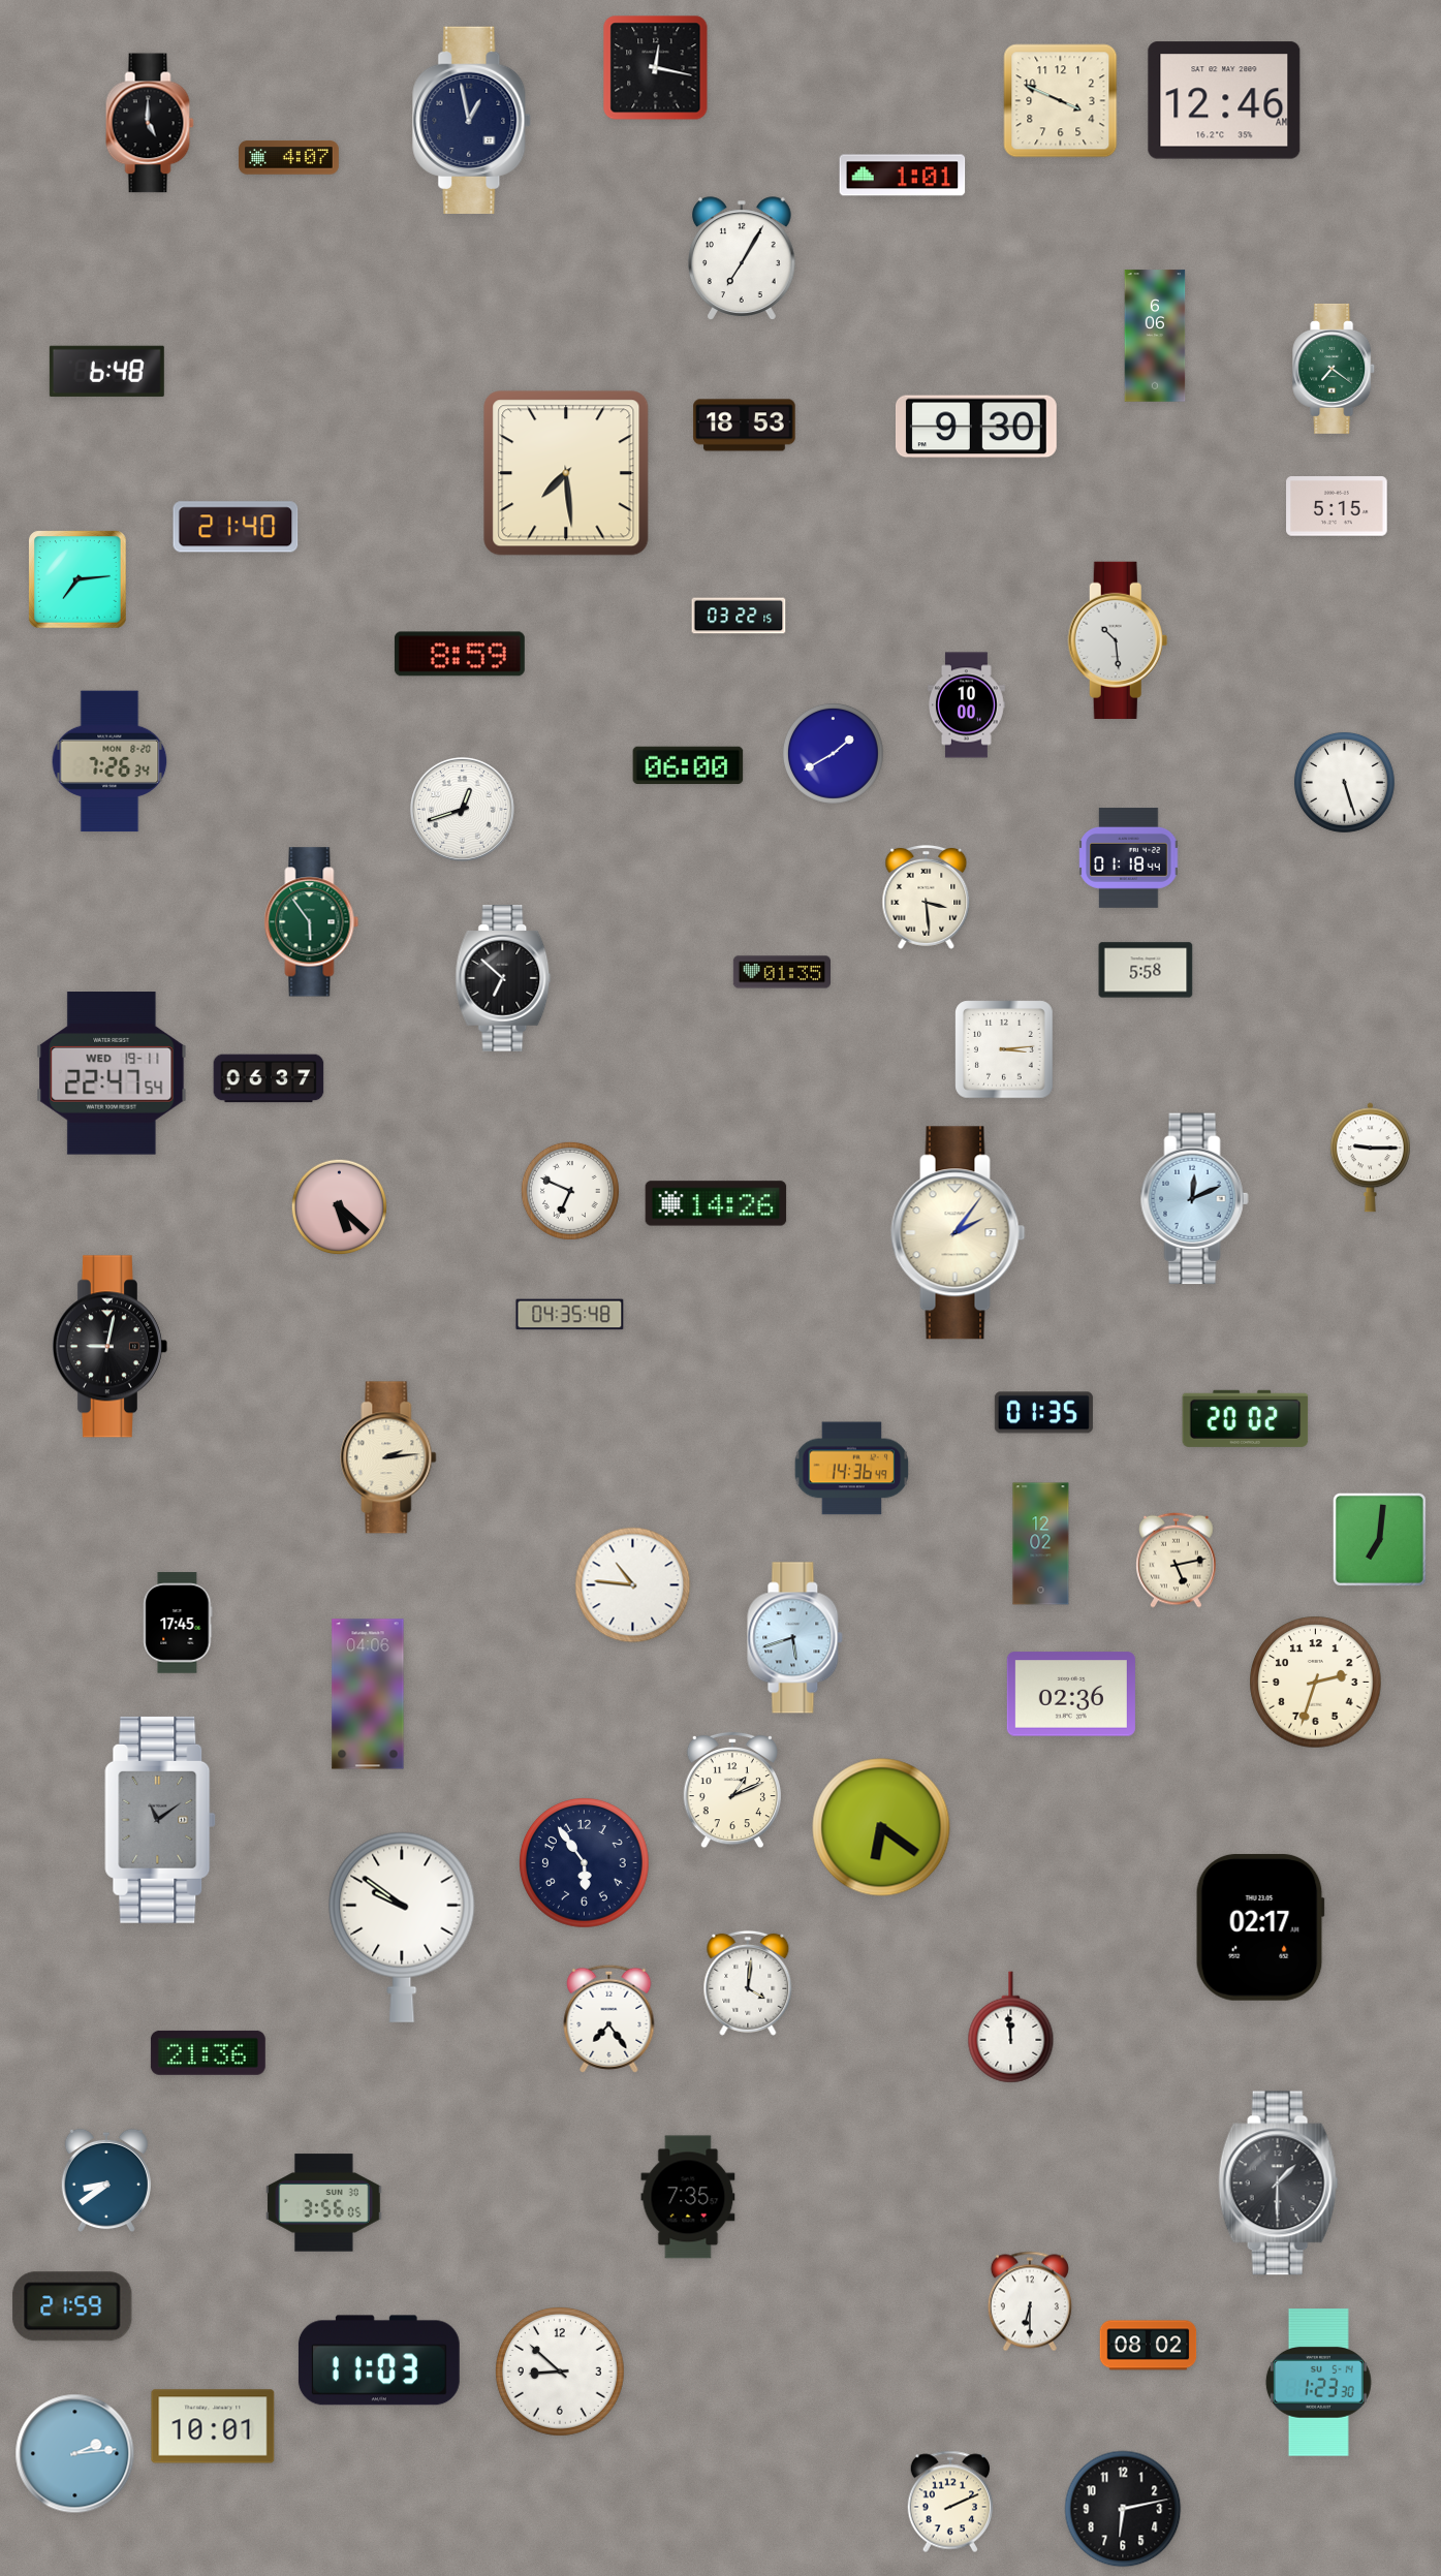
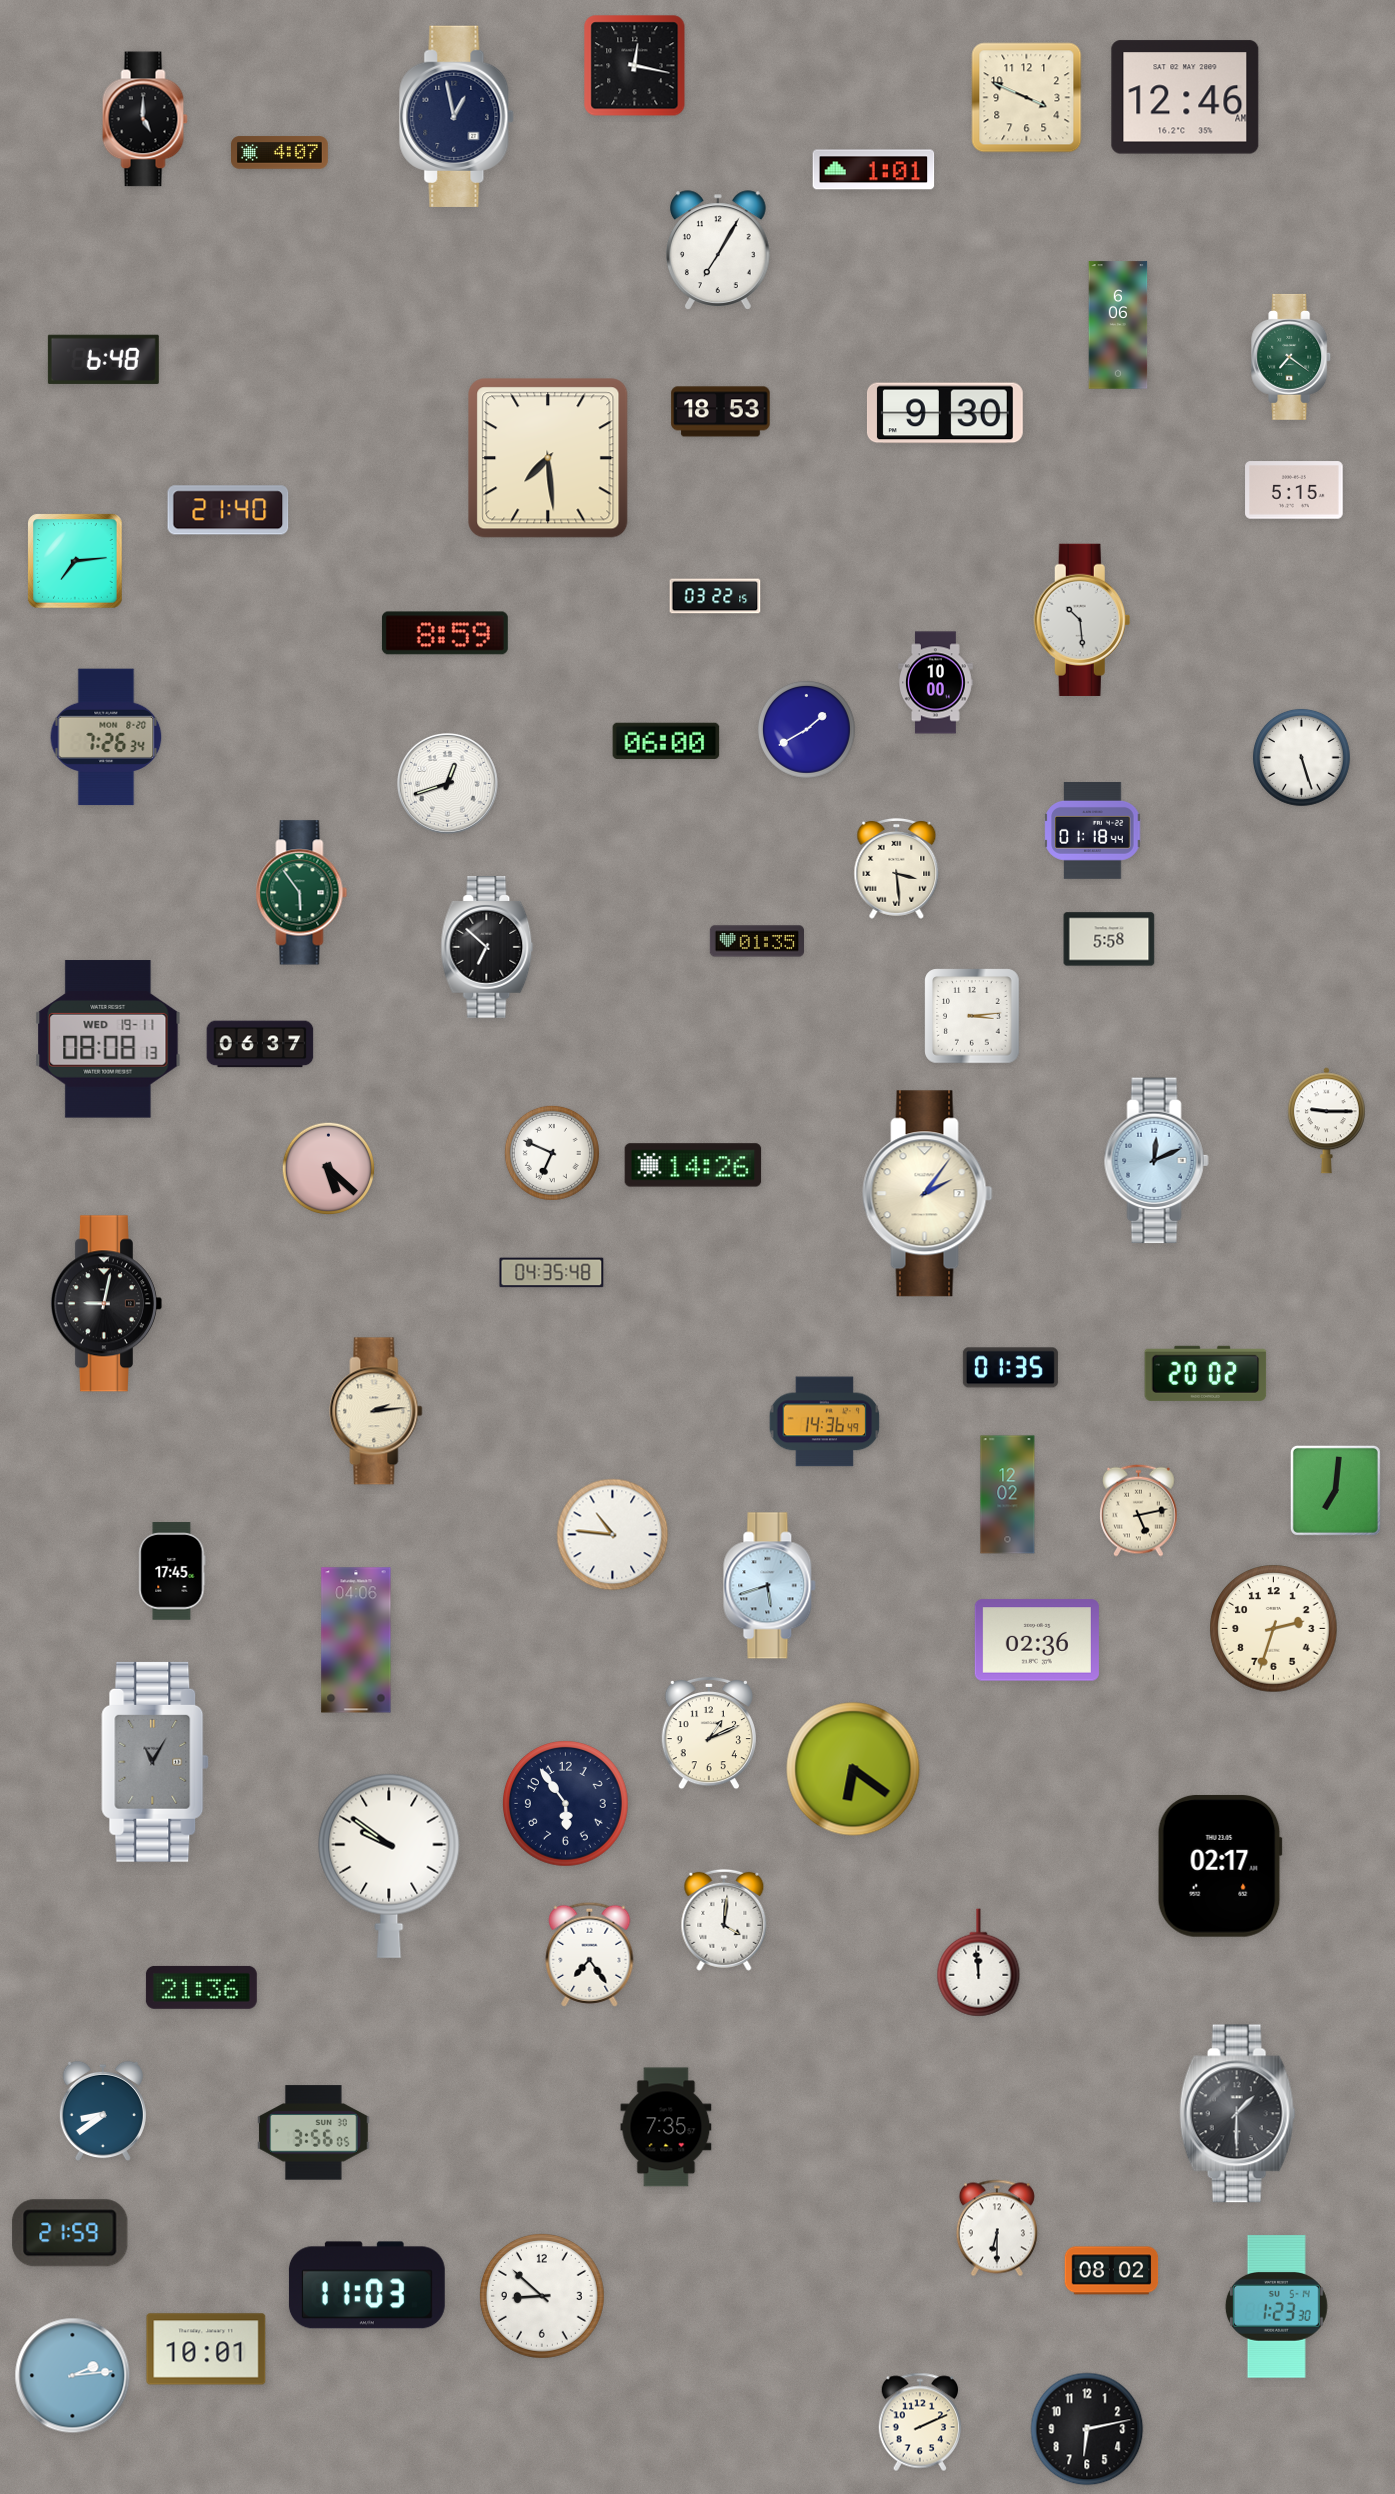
clock at (112, 1073): 22:47 -> 08:08
clock at (160, 1820): 11:09 -> 11:05
